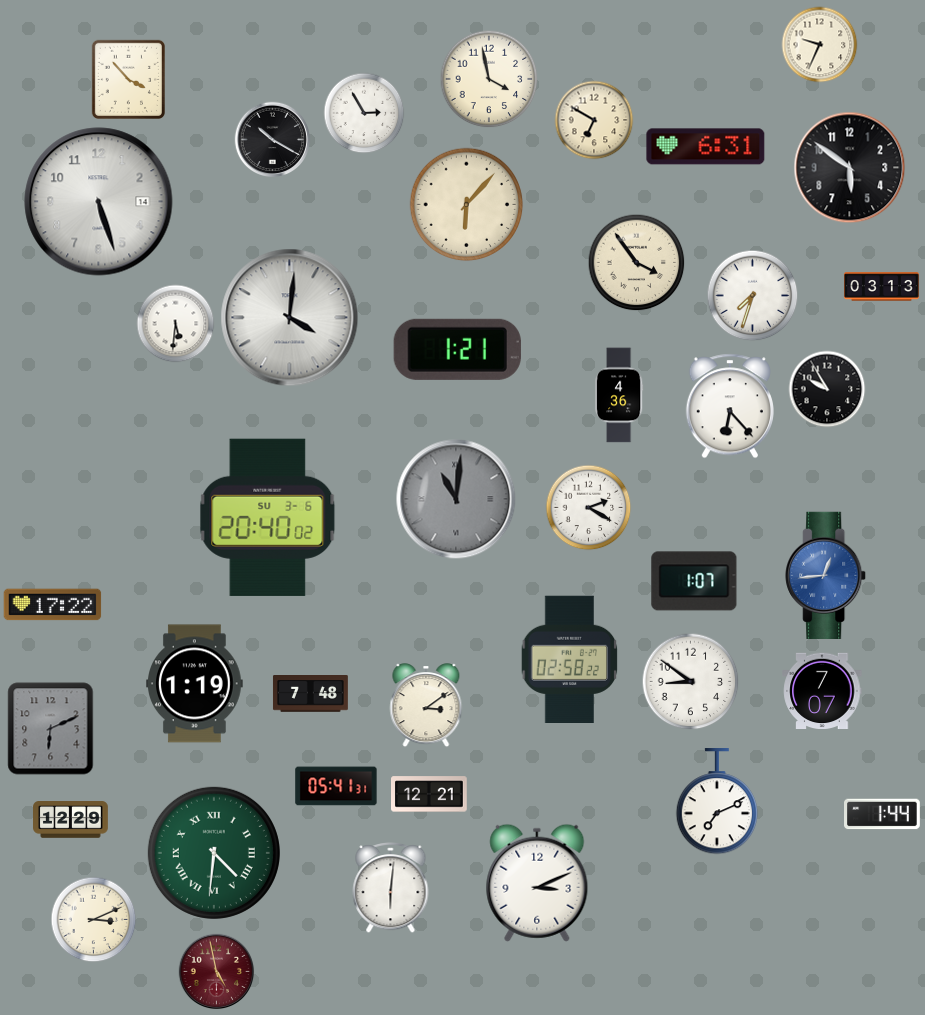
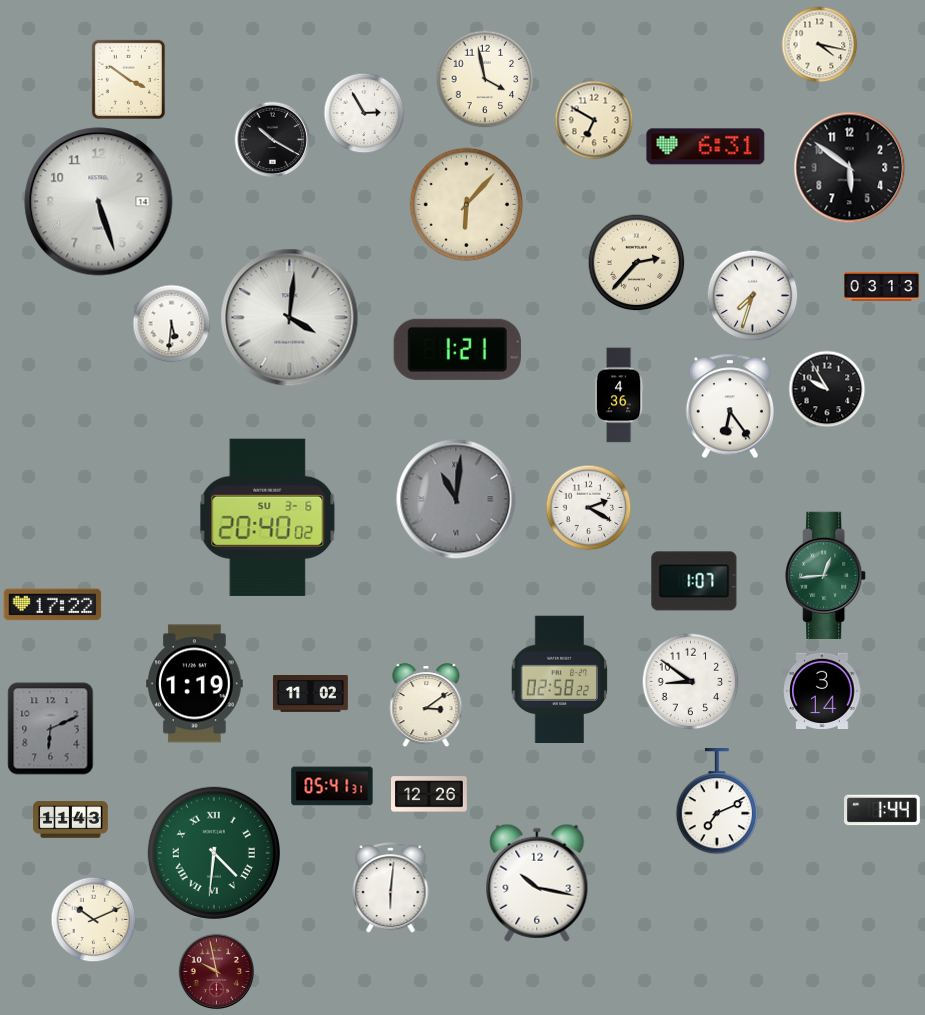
clock at (820, 45): 9:34 -> 4:17
clock at (128, 79): 3:53 -> 3:51
clock at (489, 79) position: (489, 79) -> (485, 79)
clock at (637, 263): 3:54 -> 2:37
clock at (176, 324) position: (176, 324) -> (172, 324)
clock at (730, 406): 6:23 -> 6:24
clock at (826, 576) dial: blue -> green
clock at (570, 659) position: (570, 659) -> (560, 679)
clock at (822, 691): 7:07 -> 3:14
clock at (310, 694): 7:48 -> 11:02
clock at (336, 786) position: (336, 786) -> (332, 786)
clock at (430, 794): 12:21 -> 12:26
clock at (883, 814) position: (883, 814) -> (883, 810)
clock at (71, 820): 12:29 -> 11:43
clock at (537, 883): 3:11 -> 10:17
clock at (94, 920): 3:11 -> 10:11
clock at (217, 972): 4:58 -> 9:58
